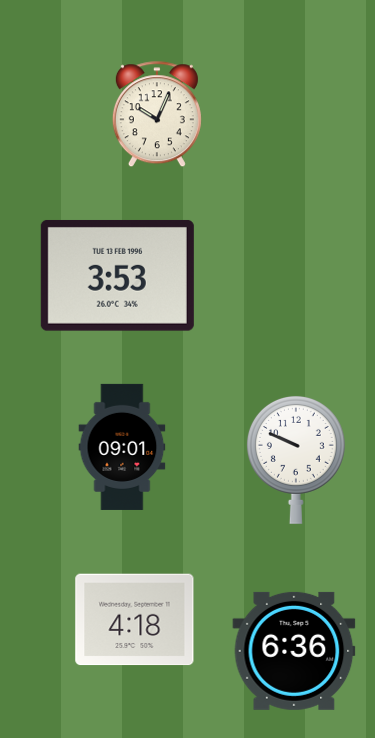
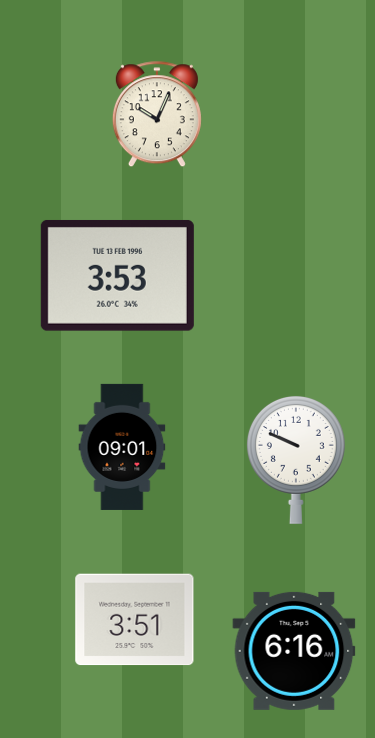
clock at (135, 620): 4:18 -> 3:51
clock at (294, 651): 6:36 -> 6:16
